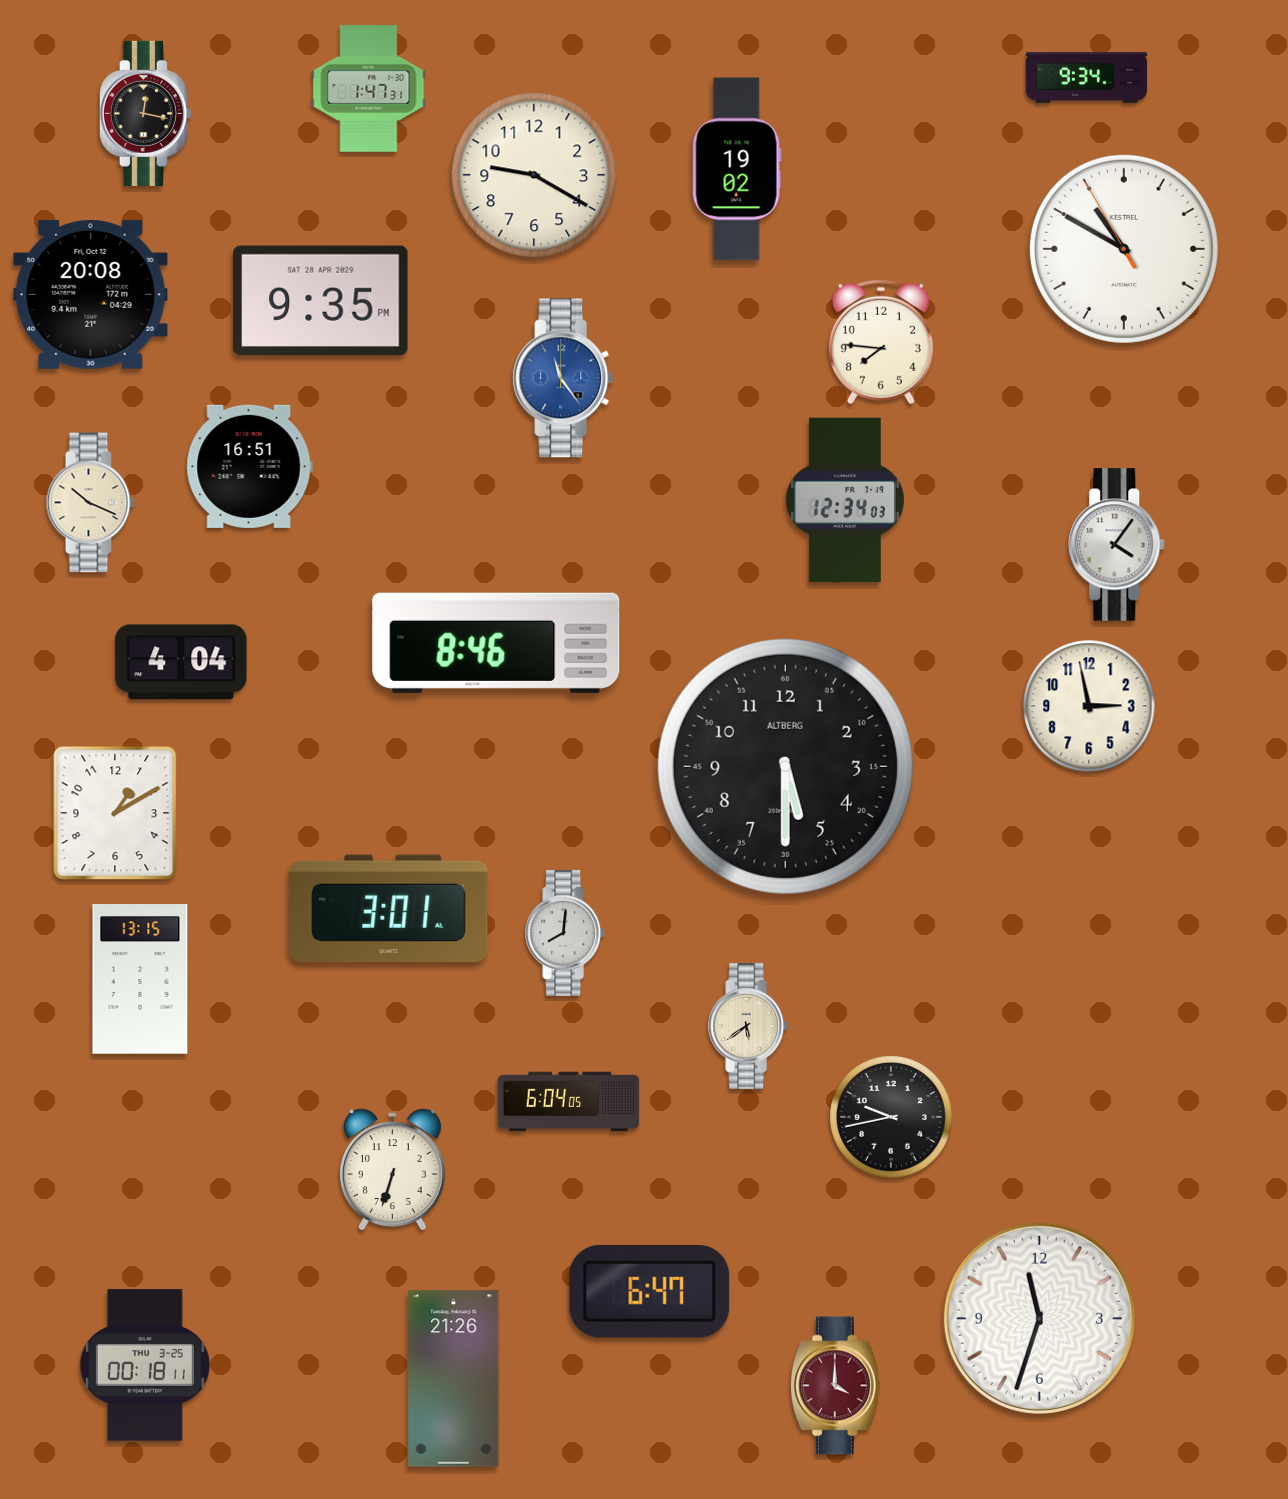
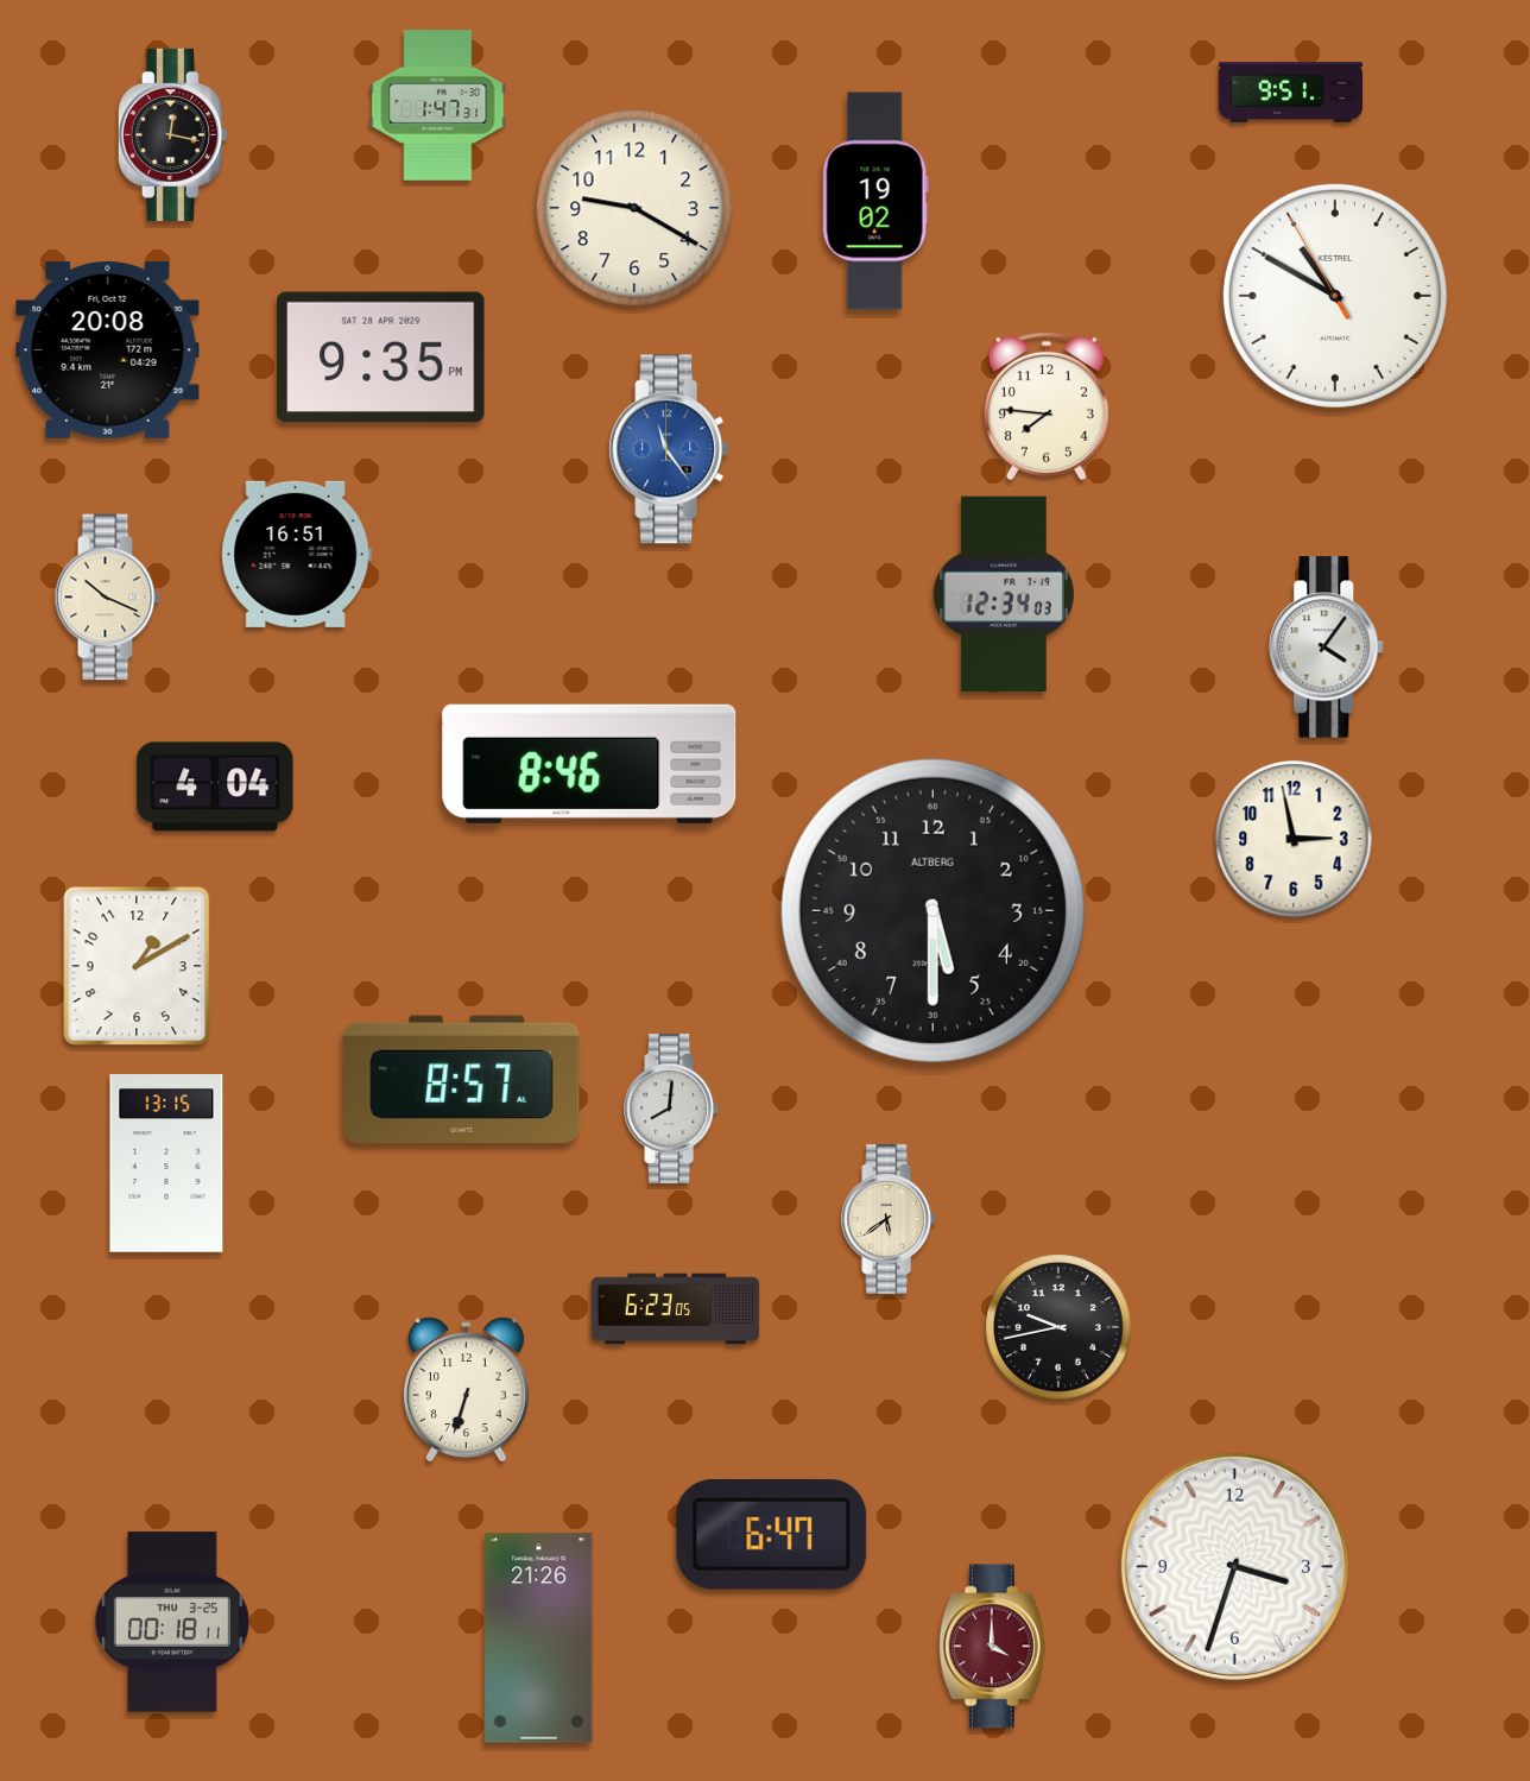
clock at (1086, 78): 9:34 -> 9:51
clock at (389, 909): 3:01 -> 8:57
clock at (569, 1102): 6:04 -> 6:23
clock at (1039, 1318): 11:33 -> 3:33
